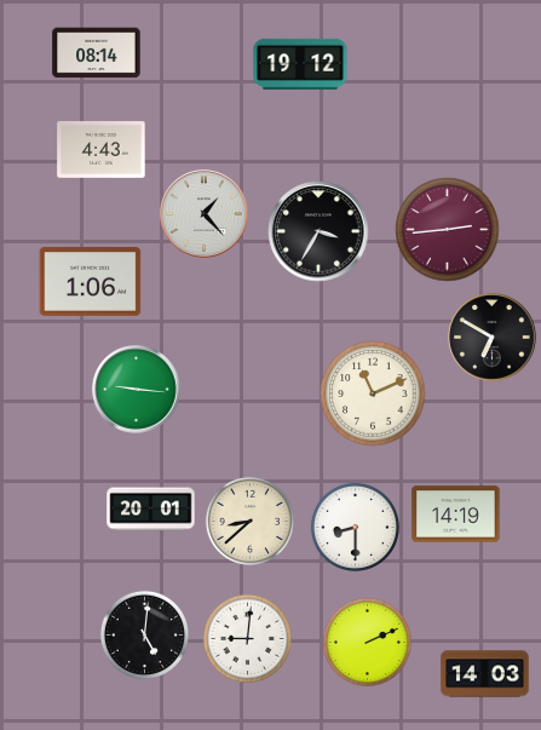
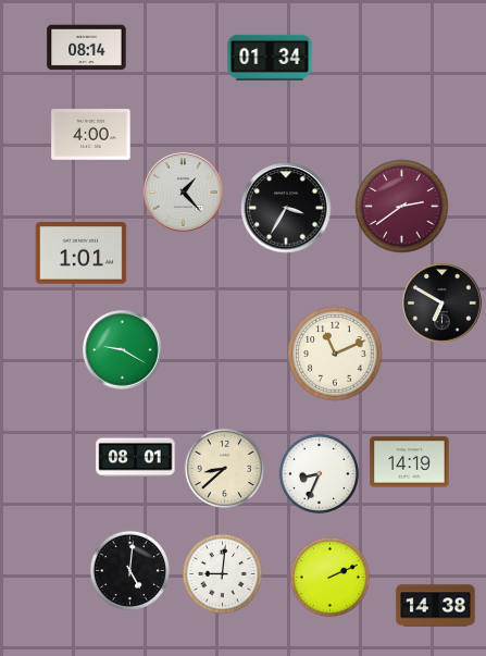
clock at (300, 64): 19:12 -> 01:34
clock at (102, 150): 4:43 -> 4:00
clock at (448, 230): 2:44 -> 2:39
clock at (91, 282): 1:06 -> 1:01
clock at (137, 390): 9:16 -> 9:20
clock at (151, 510): 20:01 -> 08:01
clock at (355, 527): 8:30 -> 8:34
clock at (485, 674): 14:03 -> 14:38
